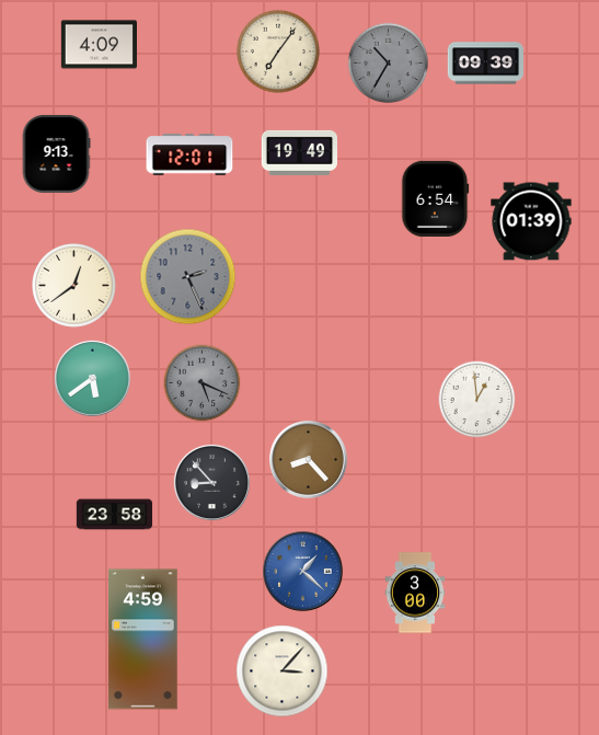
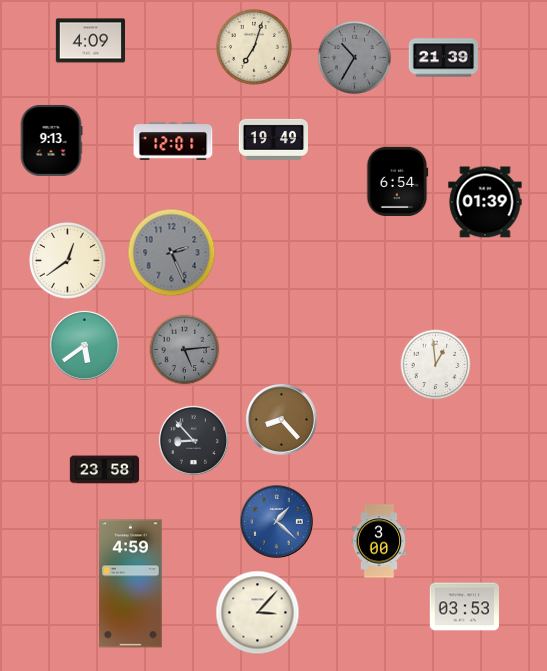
clock at (278, 51): 7:06 -> 7:03
clock at (485, 64): 09:39 -> 21:39
clock at (203, 383): 5:19 -> 5:14
clock at (464, 607): none -> 03:53
